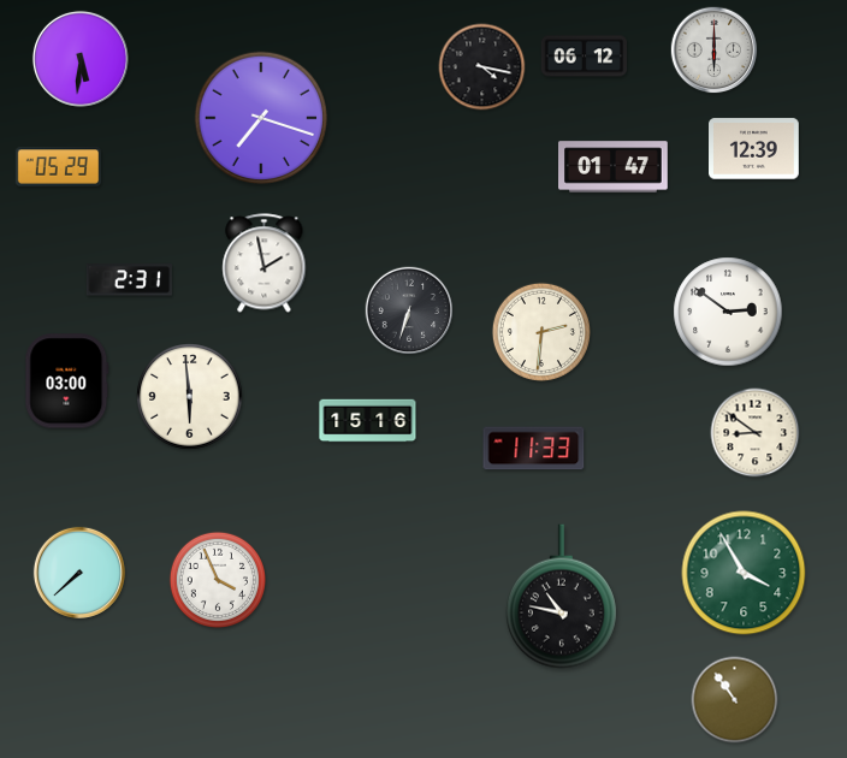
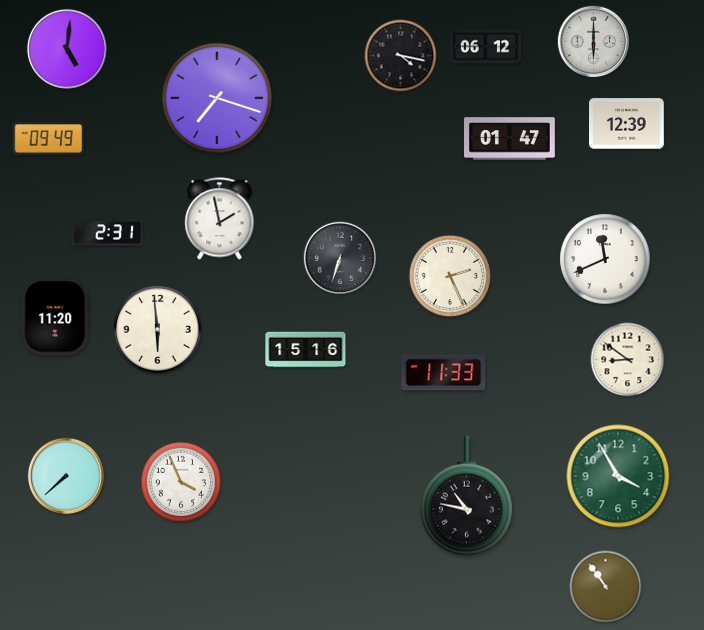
clock at (81, 59): 5:31 -> 5:01
clock at (59, 167): 05:29 -> 09:49
clock at (728, 312): 2:51 -> 11:41
clock at (541, 332): 2:31 -> 2:26
clock at (67, 381): 03:00 -> 11:20
clock at (735, 700) position: (735, 700) -> (606, 587)
